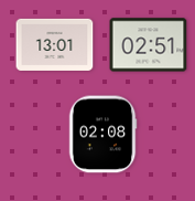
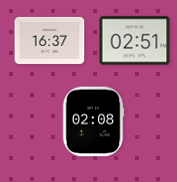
clock at (55, 44): 13:01 -> 16:37
